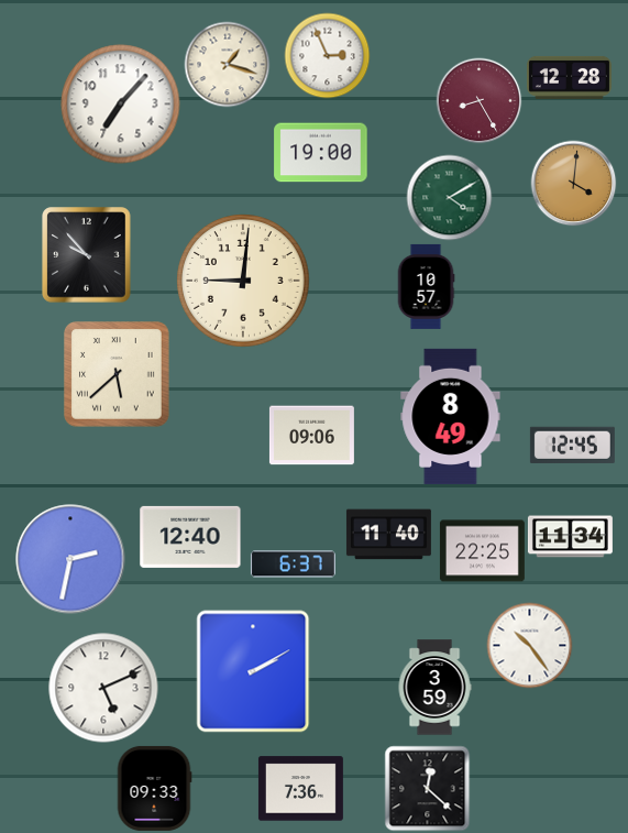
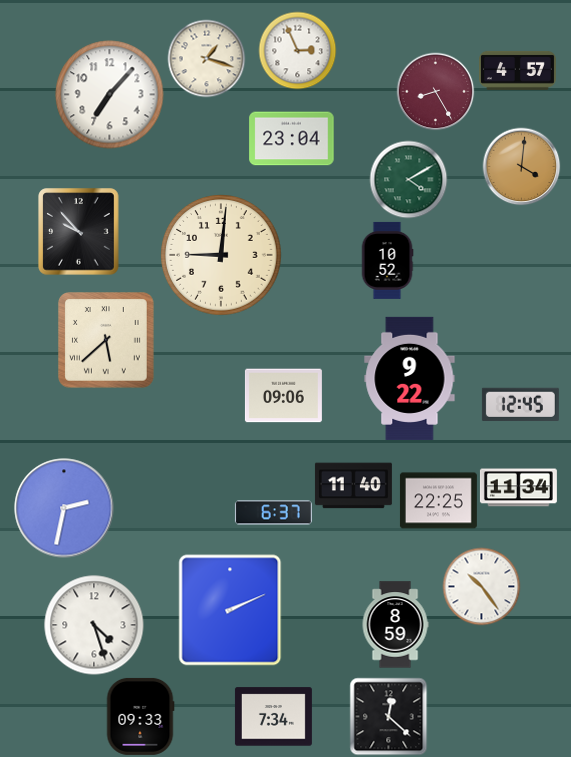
clock at (569, 77): 12:28 -> 4:57
clock at (321, 153): 19:00 -> 23:04
clock at (426, 286): 10:57 -> 10:52
clock at (451, 416): 8:49 -> 9:22
clock at (190, 537): 12:40 -> none
clock at (293, 565) position: (293, 565) -> (273, 513)
clock at (253, 671): 2:10 -> 2:11
clock at (103, 688): 5:11 -> 4:27
clock at (434, 688): 3:59 -> 8:59
clock at (300, 789): 7:36 -> 7:34
